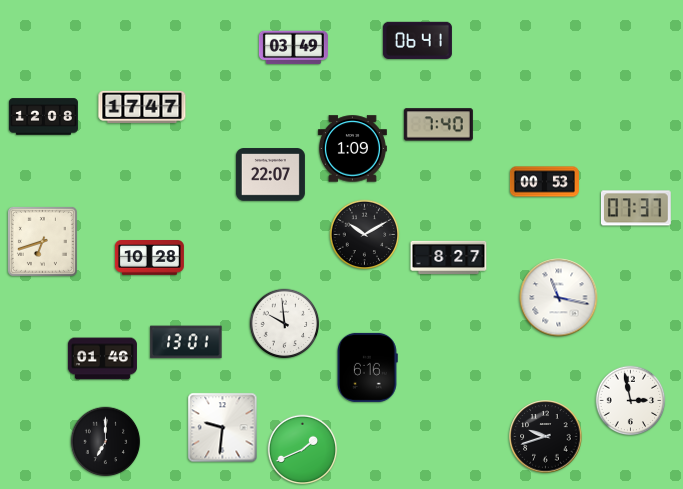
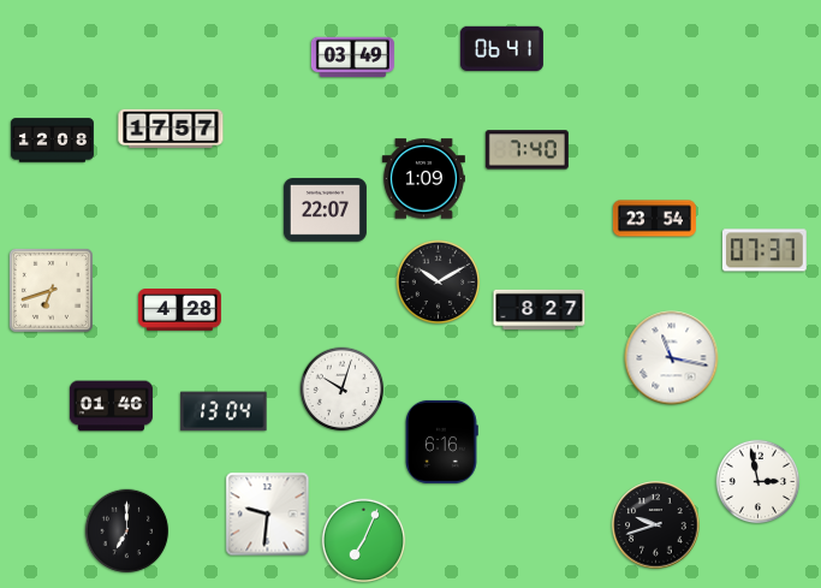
clock at (142, 107): 17:47 -> 17:57
clock at (544, 182): 00:53 -> 23:54
clock at (149, 258): 10:28 -> 4:28
clock at (285, 324): 9:59 -> 10:03
clock at (186, 342): 13:01 -> 13:04
clock at (102, 359) position: (102, 359) -> (111, 406)
clock at (303, 450): 1:41 -> 7:04
